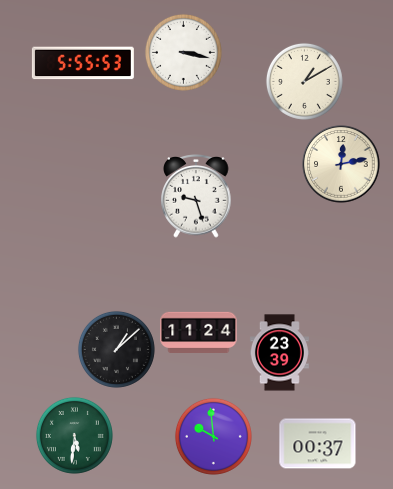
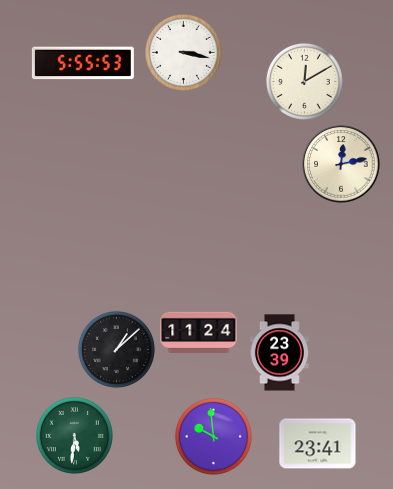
clock at (304, 81): 1:10 -> 12:10
clock at (196, 197): 9:27 -> none
clock at (318, 444): 00:37 -> 23:41
